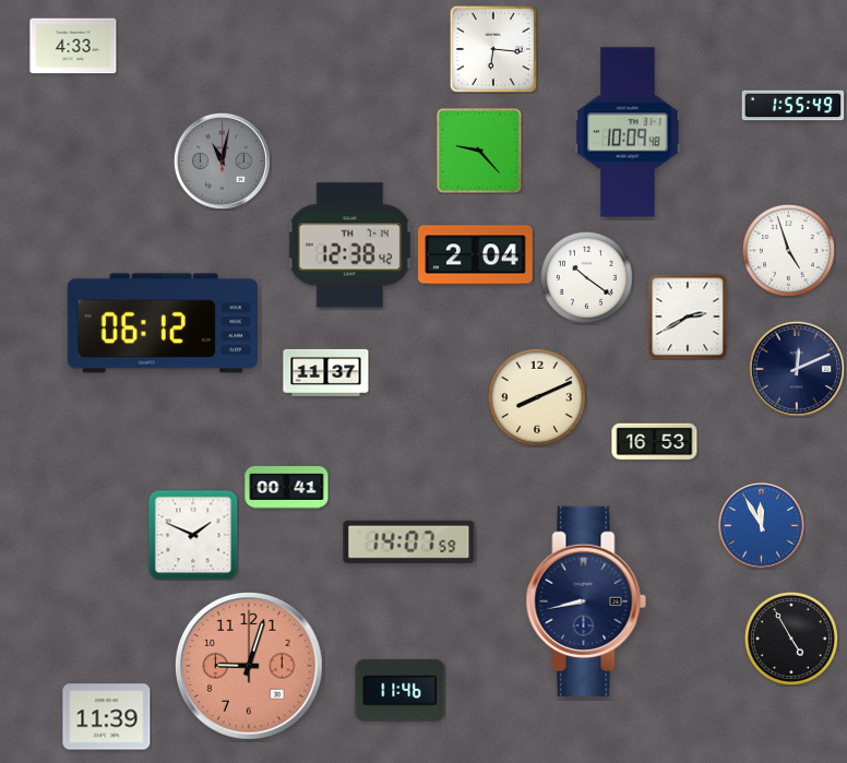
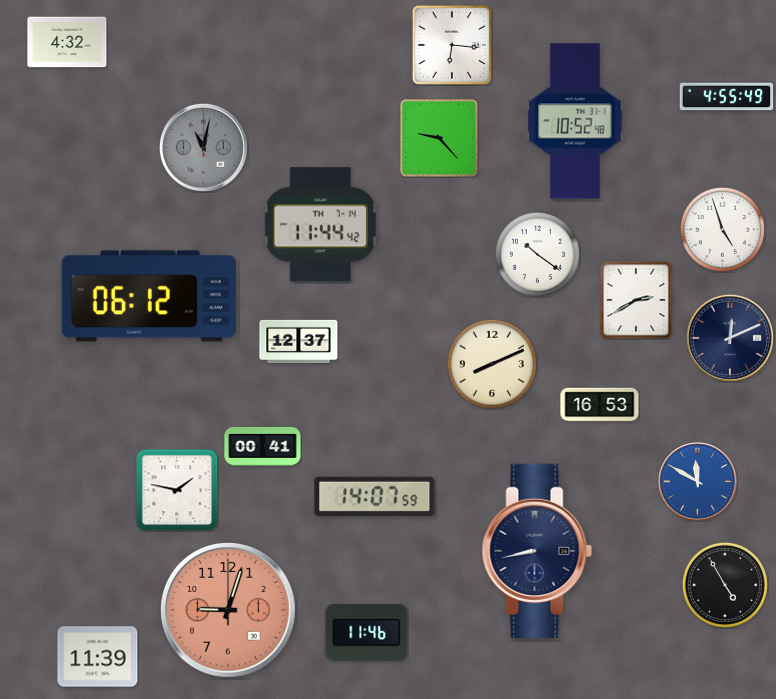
clock at (73, 46): 4:33 -> 4:32
clock at (794, 106): 1:55 -> 4:55
clock at (628, 132): 10:09 -> 10:52
clock at (349, 246): 12:38 -> 11:44
clock at (476, 255): 2:04 -> none
clock at (688, 317) position: (688, 317) -> (636, 300)
clock at (326, 372): 11:37 -> 12:37
clock at (762, 526): 11:55 -> 11:50
clock at (193, 535): 1:49 -> 1:47
